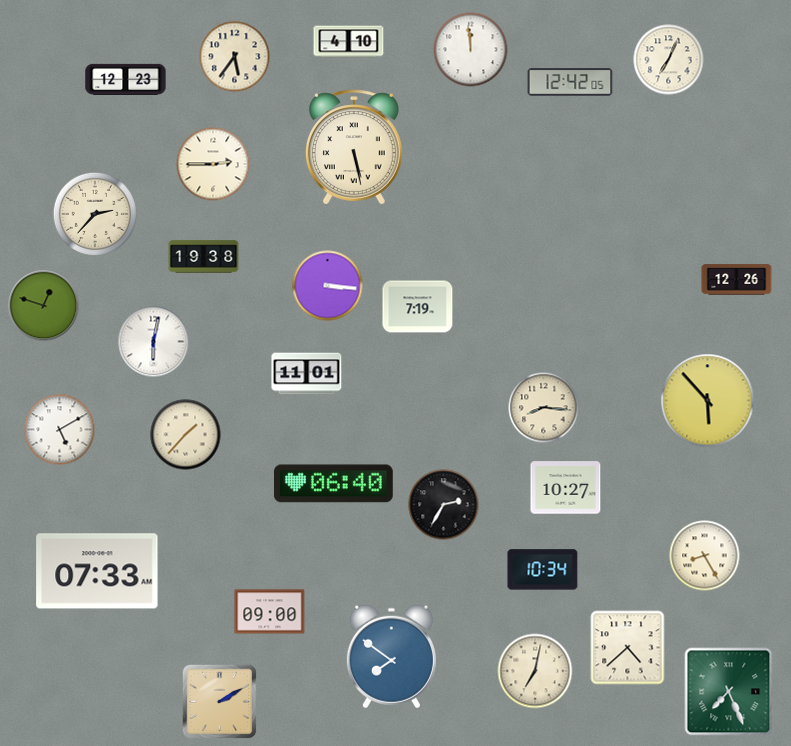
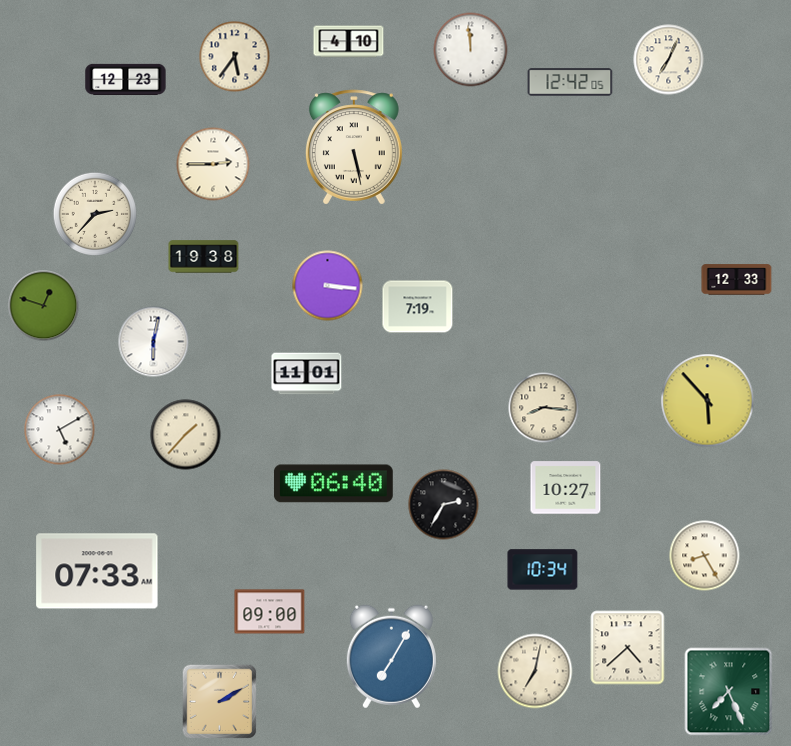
clock at (737, 280): 12:26 -> 12:33
clock at (391, 657): 7:51 -> 7:05
